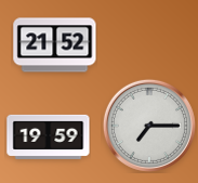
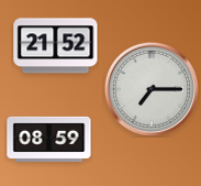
clock at (149, 126) position: (149, 126) -> (152, 89)
clock at (49, 136): 19:59 -> 08:59
